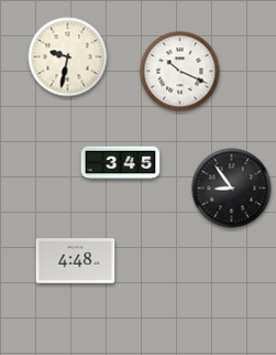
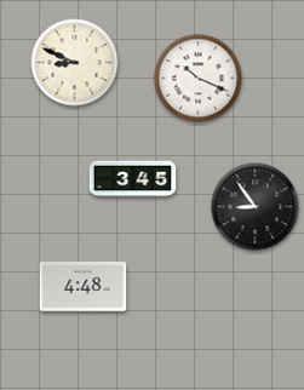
clock at (68, 57): 9:32 -> 8:49
